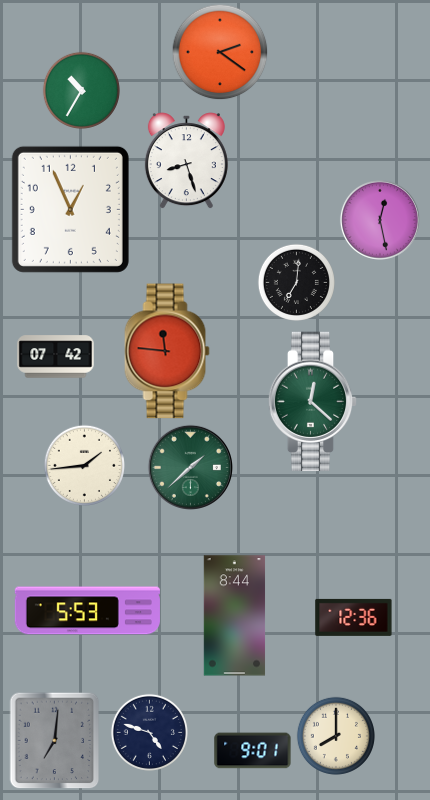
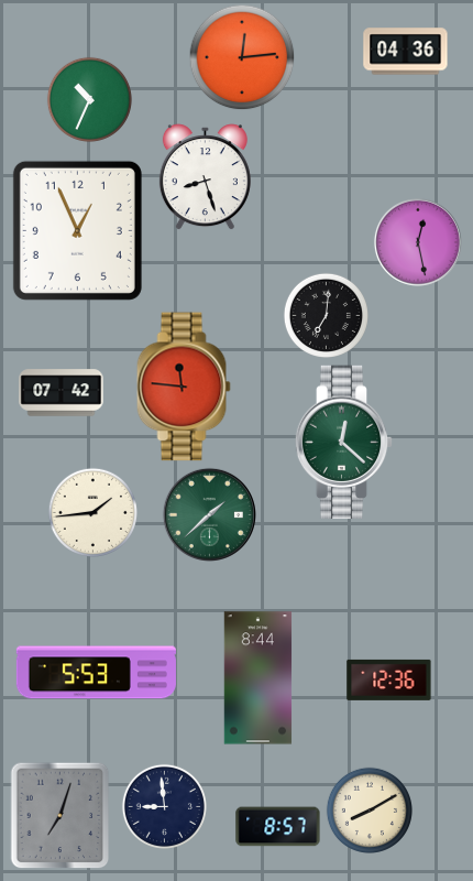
clock at (406, 52): none -> 04:36
clock at (220, 52): 2:21 -> 12:14
clock at (81, 90): 10:35 -> 10:34
clock at (296, 282) position: (296, 282) -> (326, 315)
clock at (149, 732): 4:48 -> 8:59
clock at (336, 736): 8:00 -> 8:10
clock at (55, 740): 7:01 -> 7:03
clock at (253, 751): 9:01 -> 8:57
